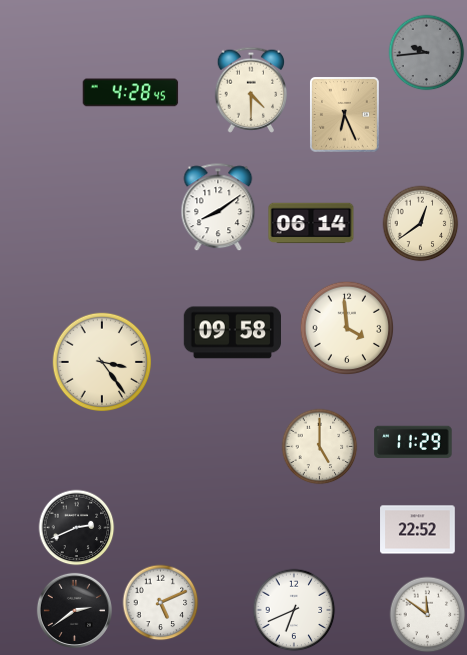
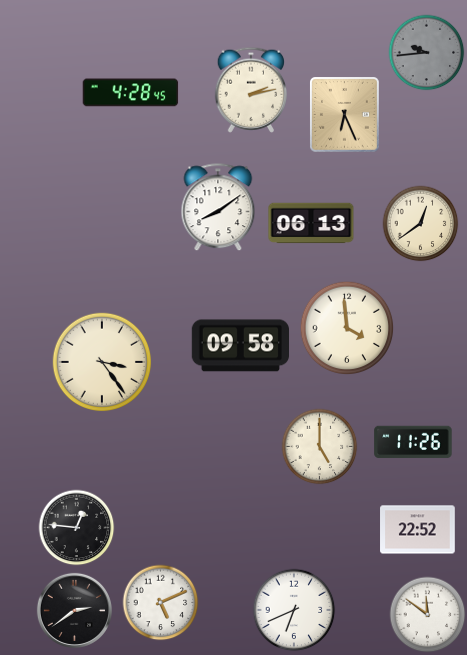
clock at (250, 90): 4:30 -> 2:13
clock at (311, 223): 06:14 -> 06:13
clock at (232, 333) position: (232, 333) -> (240, 346)
clock at (413, 442): 11:29 -> 11:26
clock at (77, 528): 2:41 -> 12:46
